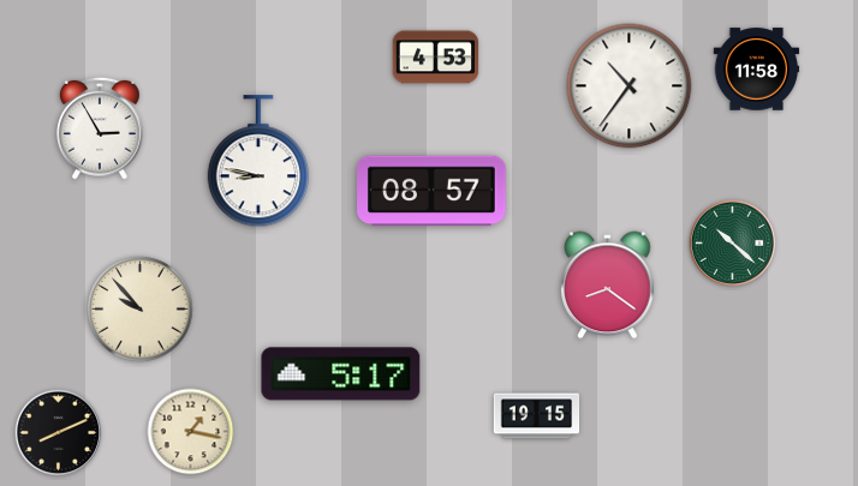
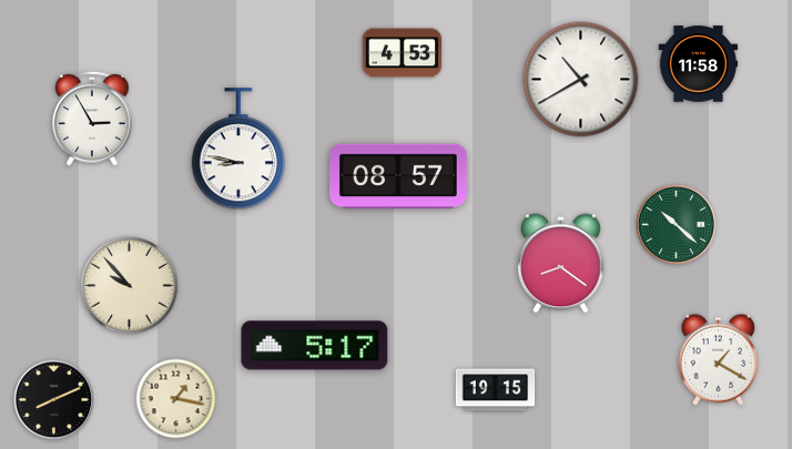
clock at (630, 86): 10:36 -> 10:40
clock at (718, 359): none -> 1:20
clock at (537, 416) position: (537, 416) -> (496, 390)
